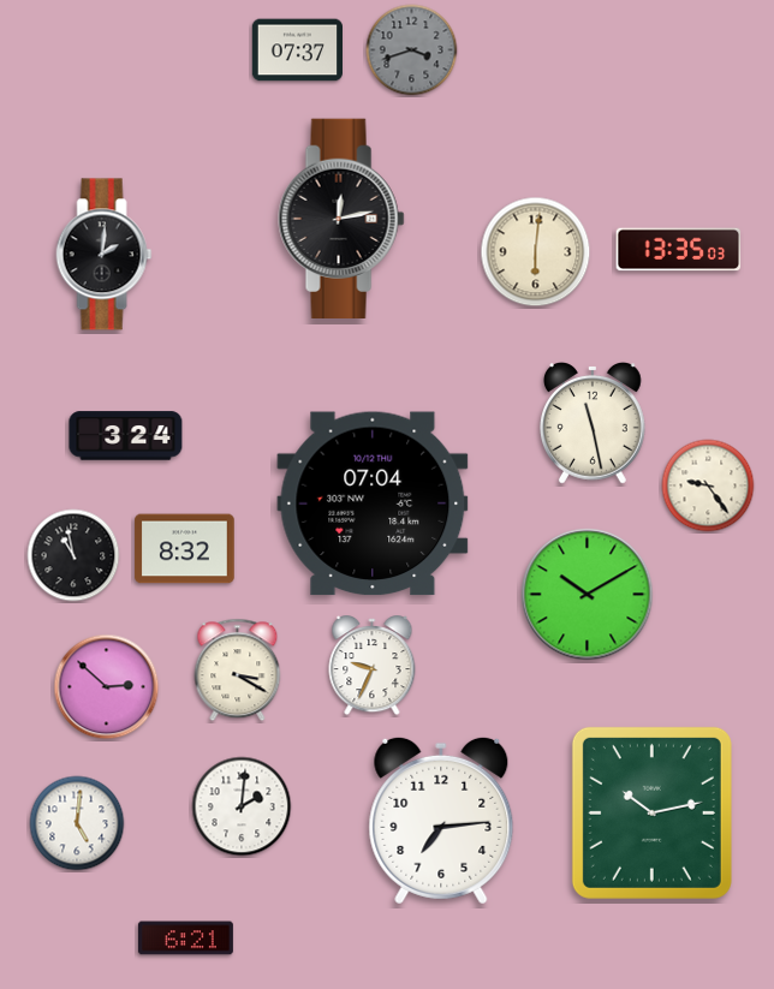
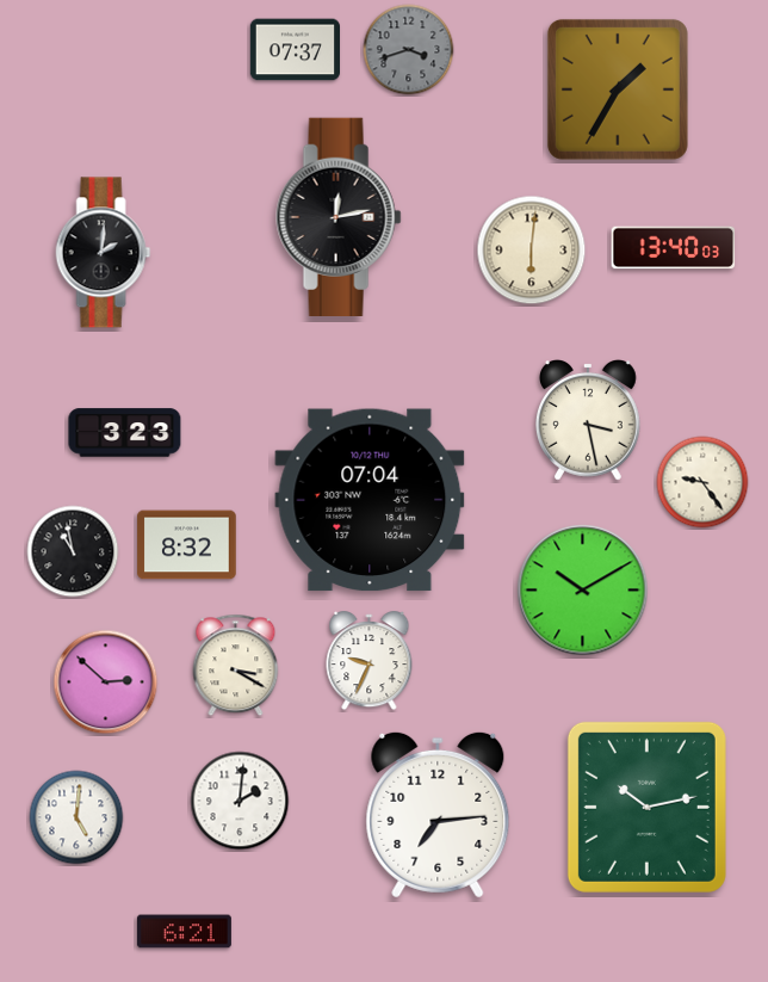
clock at (618, 89): none -> 1:35
clock at (679, 250): 13:35 -> 13:40
clock at (594, 424): 11:28 -> 3:28
clock at (126, 436): 3:24 -> 3:23
clock at (185, 549) position: (185, 549) -> (187, 545)
